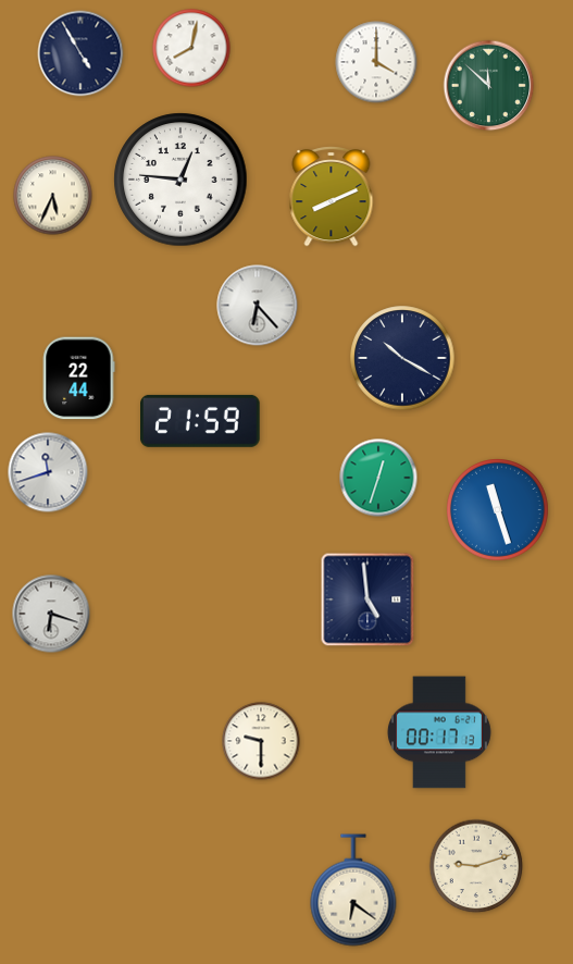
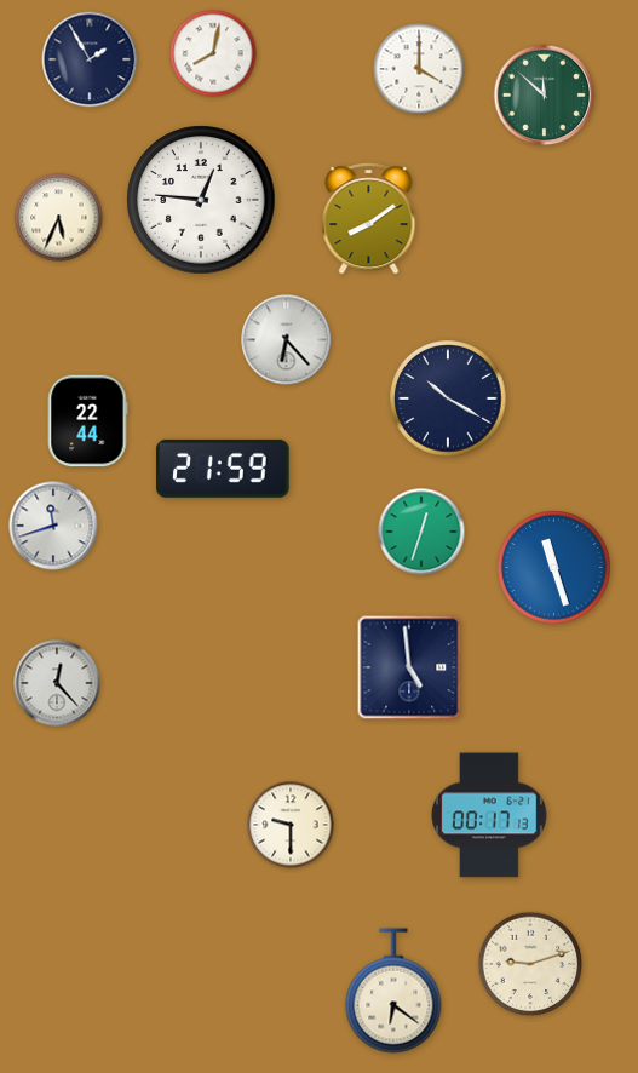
clock at (80, 53): 4:55 -> 1:55
clock at (332, 197): 8:11 -> 8:09
clock at (51, 614): 6:18 -> 12:23
